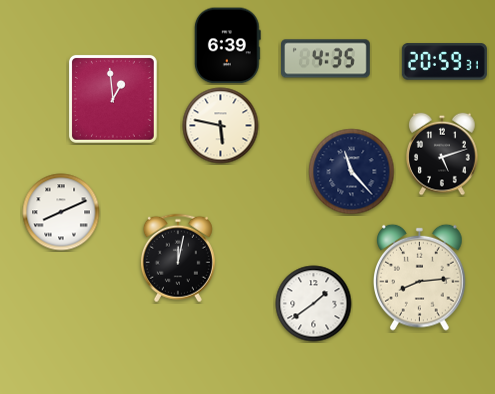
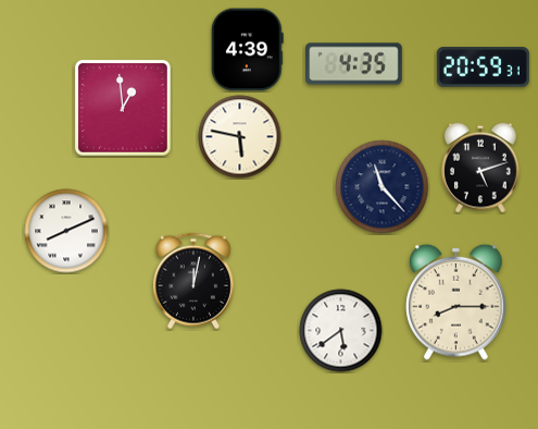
clock at (227, 46): 6:39 -> 4:39
clock at (420, 277): 8:14 -> 8:15
clock at (314, 304): 1:39 -> 5:39
